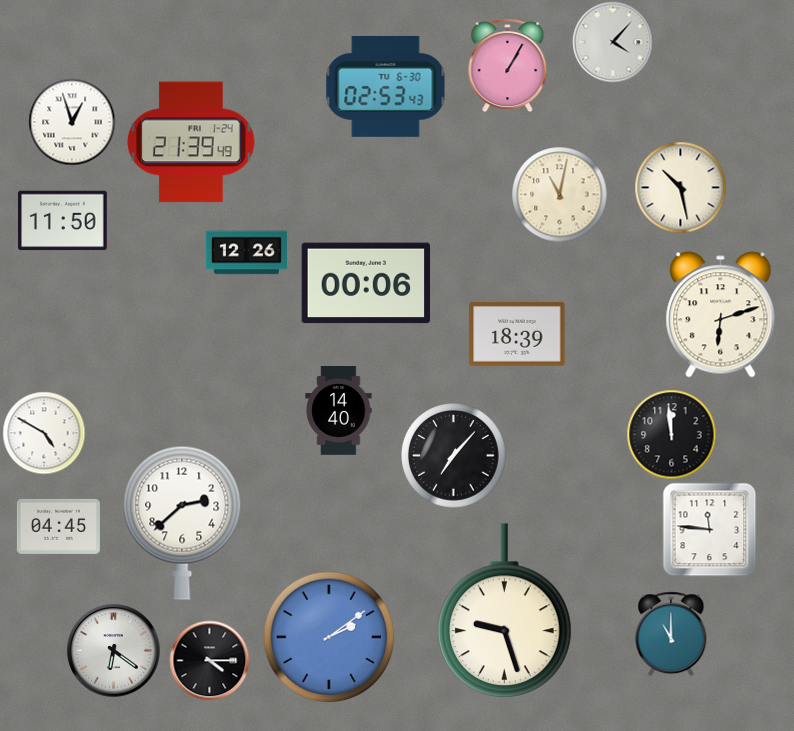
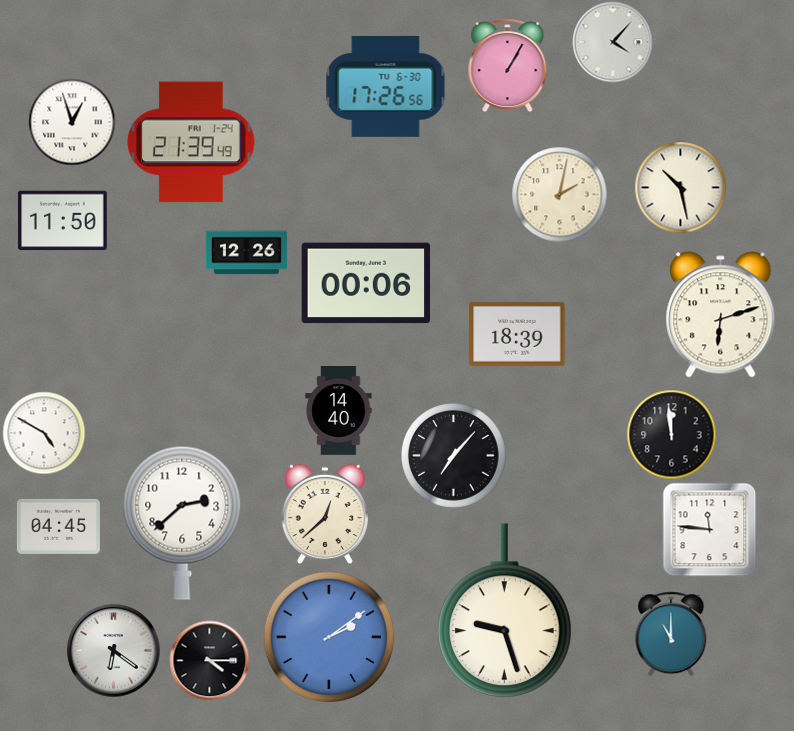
clock at (386, 86): 02:53 -> 17:26
clock at (559, 194): 11:02 -> 2:02
clock at (325, 513): none -> 12:38
